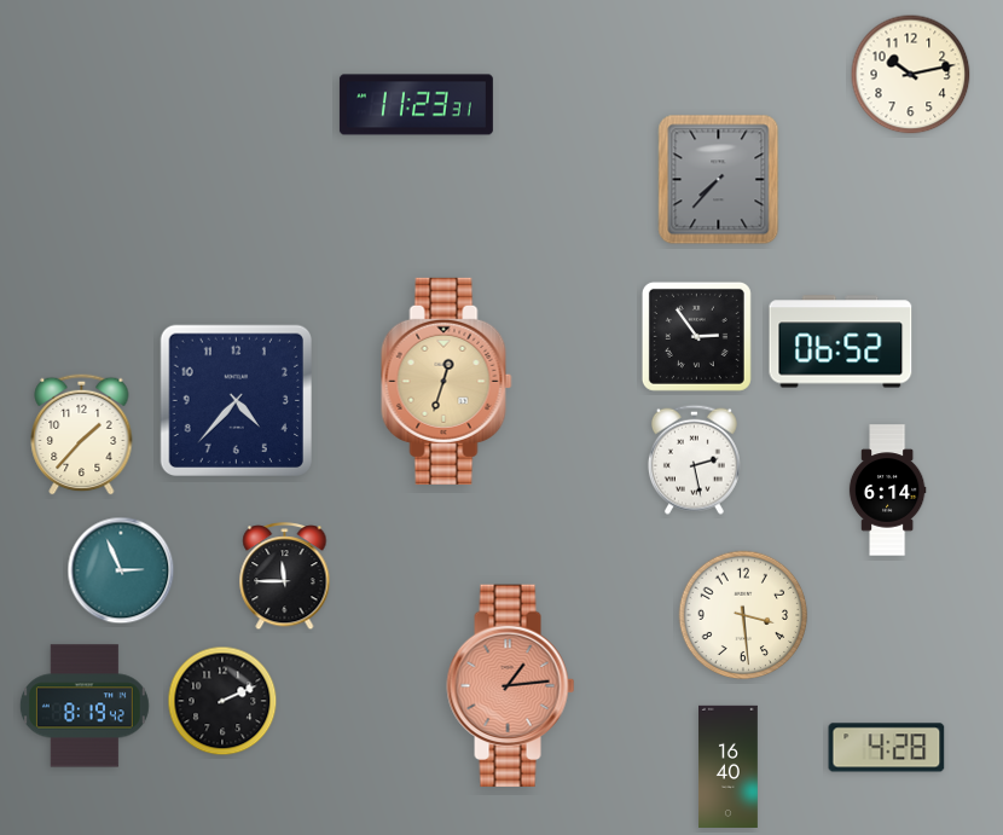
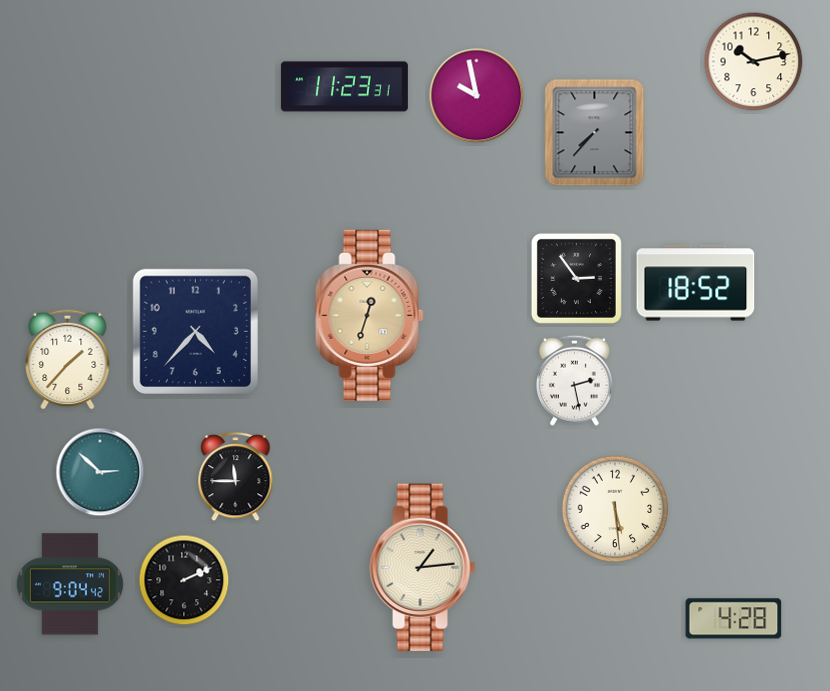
clock at (477, 96): none -> 9:58
clock at (719, 180) position: (719, 180) -> (595, 133)
clock at (841, 342): 06:52 -> 18:52
clock at (887, 491): 6:14 -> none
clock at (121, 570): 2:56 -> 2:52
clock at (743, 615): 3:29 -> 5:29
clock at (511, 686) dial: salmon -> cream
clock at (85, 706): 8:19 -> 9:04
clock at (729, 766): 16:40 -> none
